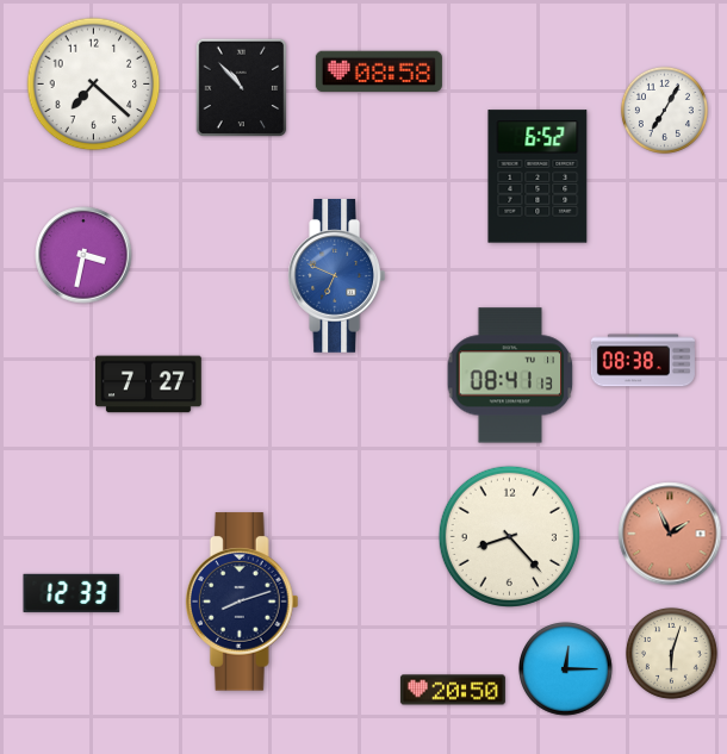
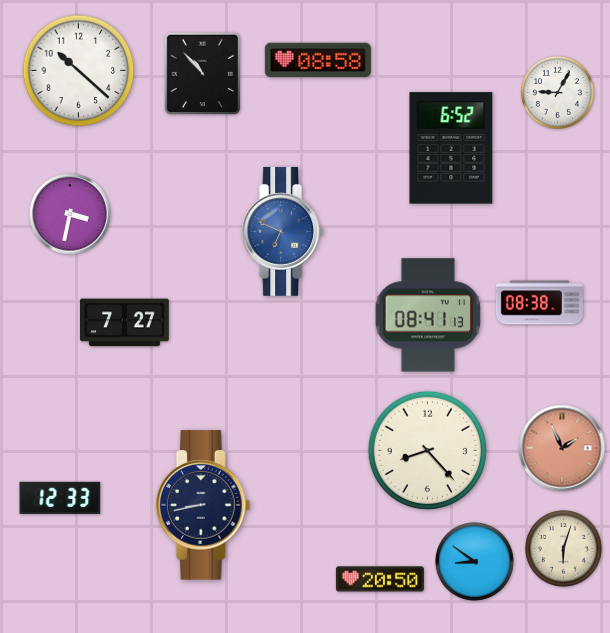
clock at (94, 85): 7:22 -> 10:22
clock at (664, 110): 7:05 -> 9:05
clock at (242, 602): 8:12 -> 8:43
clock at (566, 669): 12:15 -> 8:51
